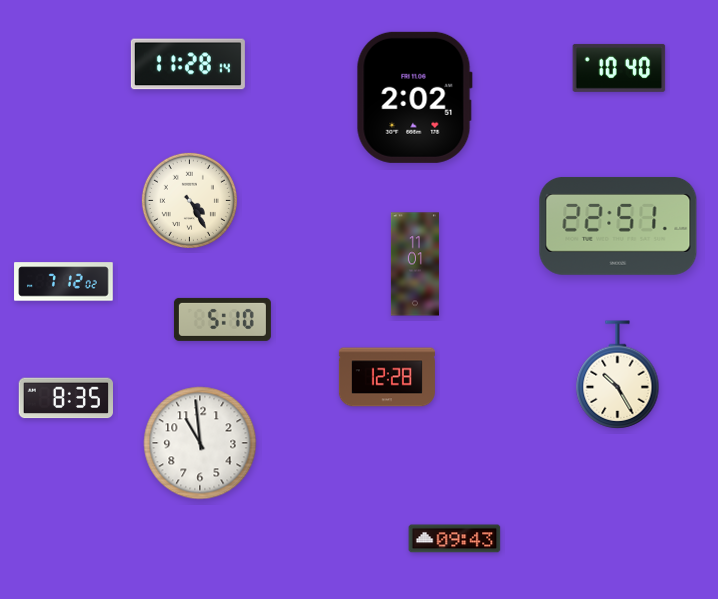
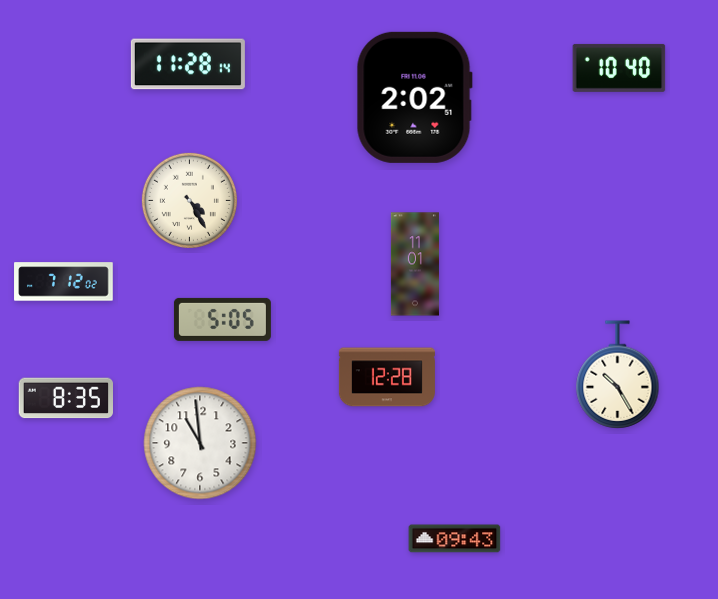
clock at (618, 226): 22:51 -> none
clock at (222, 319): 5:10 -> 5:05
